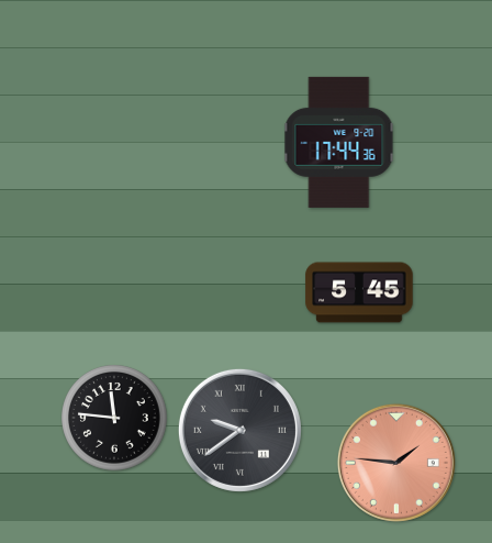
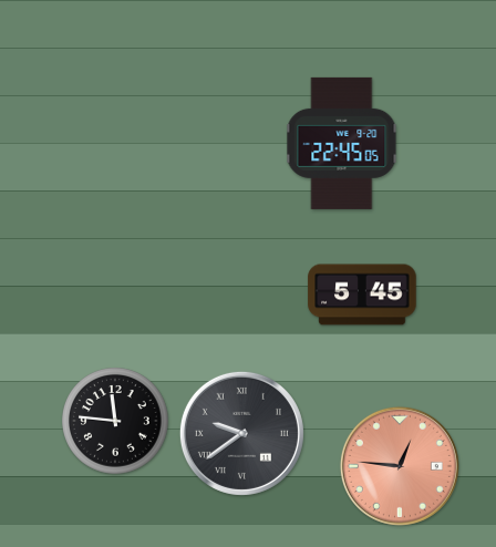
clock at (339, 142): 17:44 -> 22:45
clock at (396, 463): 1:46 -> 12:46
